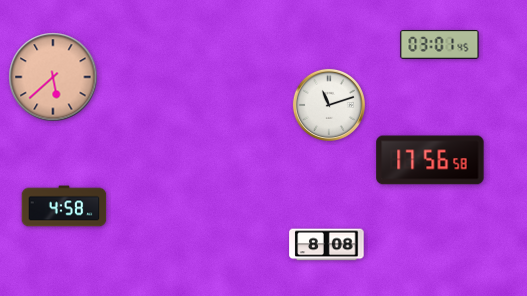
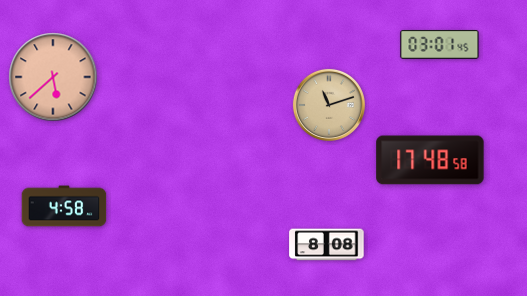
clock at (329, 105) dial: white -> champagne
clock at (430, 160): 17:56 -> 17:48
